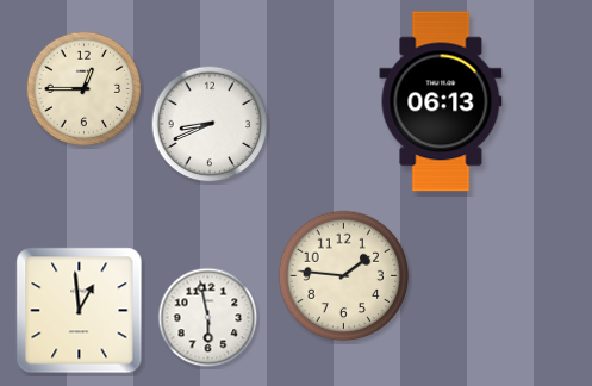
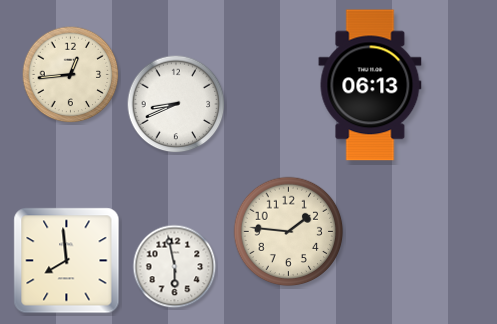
clock at (85, 89): 12:45 -> 12:44
clock at (80, 311): 12:59 -> 7:59
